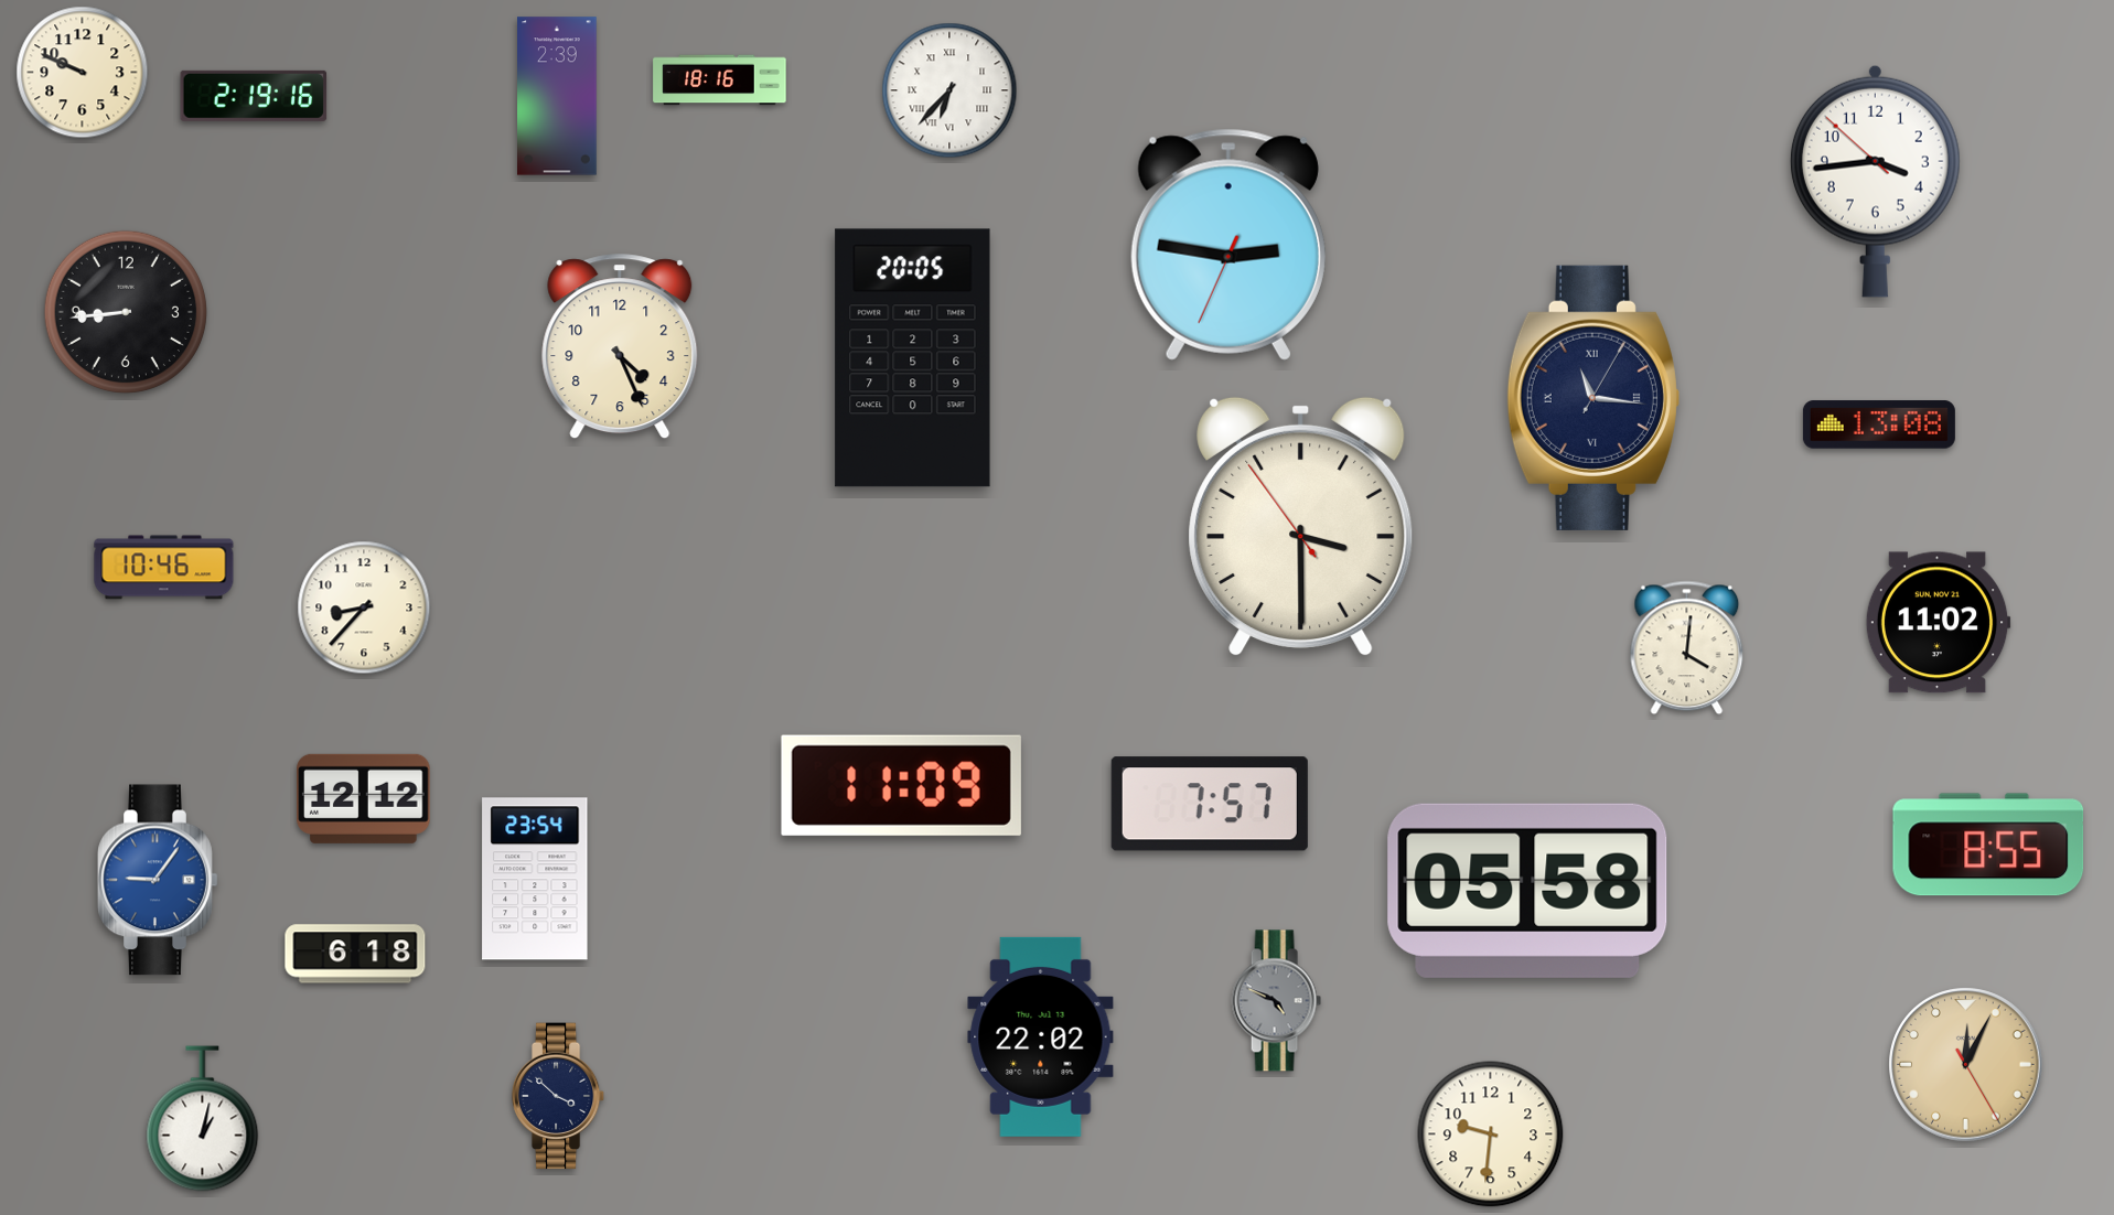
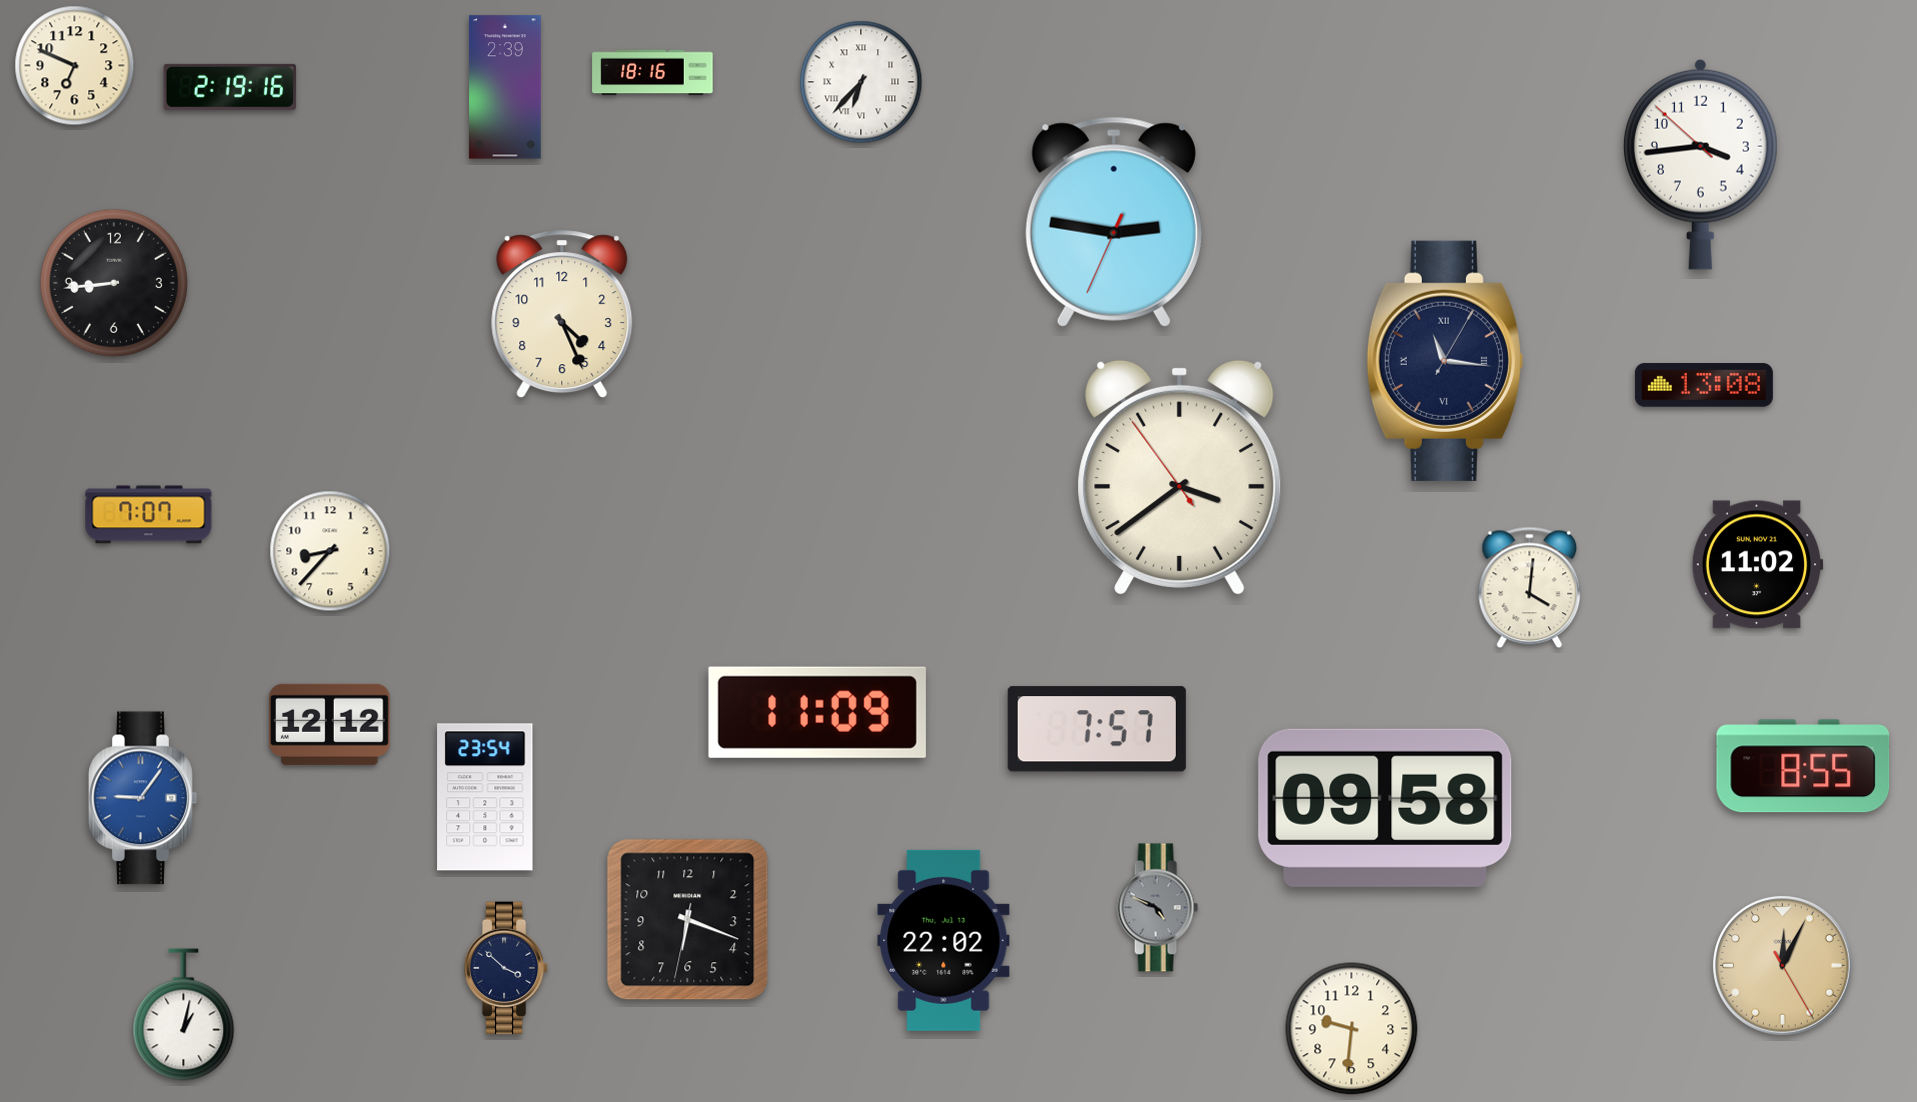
clock at (83, 73): 9:49 -> 6:49
clock at (913, 358): 20:05 -> none
clock at (1301, 527): 3:29 -> 3:38
clock at (164, 568): 10:46 -> 7:07
clock at (1527, 891): 05:58 -> 09:58
clock at (355, 954): 6:18 -> none
clock at (688, 920): none -> 6:18
clock at (558, 1096) position: (558, 1096) -> (506, 968)
